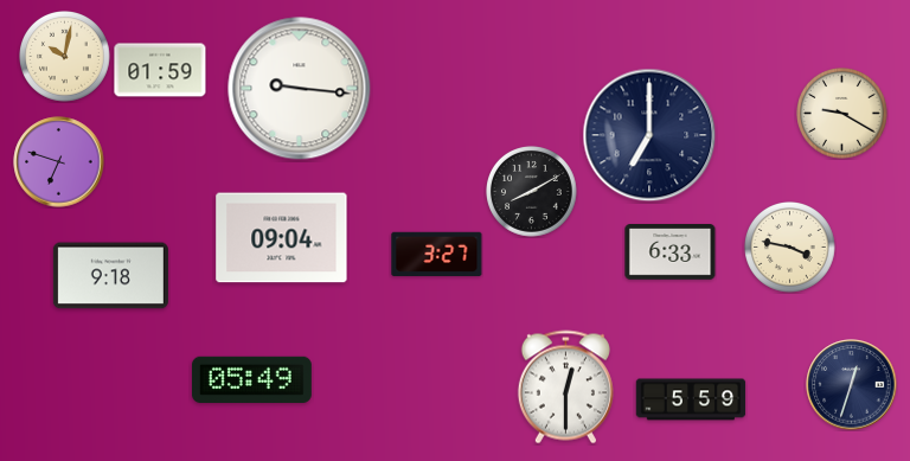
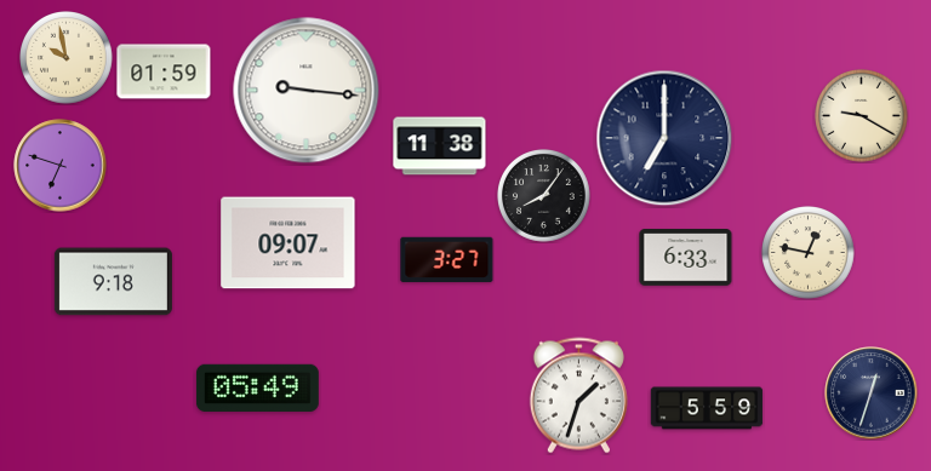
clock at (65, 57): 10:02 -> 9:58
clock at (440, 147): none -> 11:38
clock at (532, 192): 8:10 -> 8:06
clock at (282, 238): 09:04 -> 09:07
clock at (790, 248): 3:47 -> 12:47
clock at (565, 388): 12:30 -> 1:33
